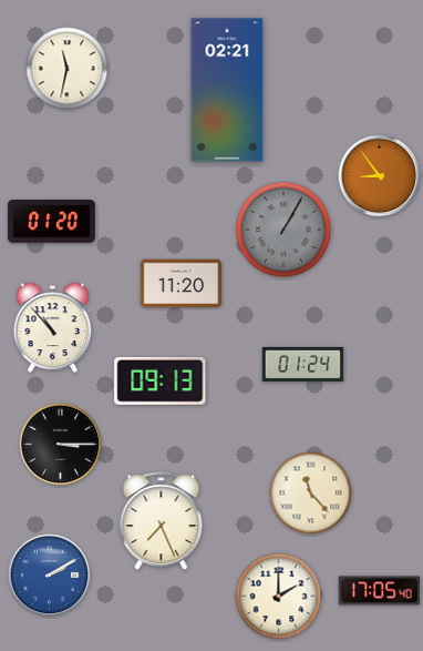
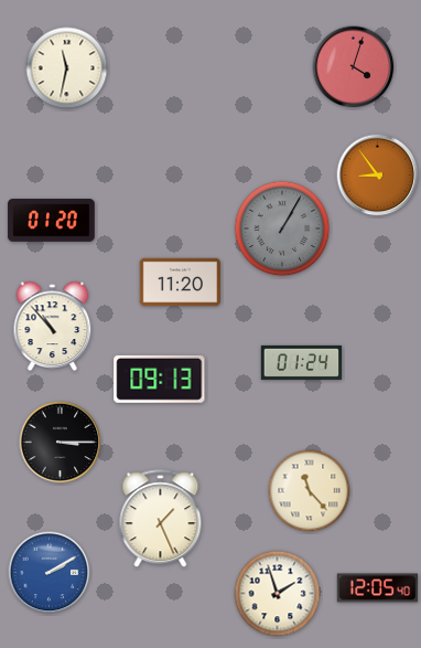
clock at (354, 67): none -> 4:03
clock at (227, 90): 02:21 -> none
clock at (162, 521): 7:26 -> 1:26
clock at (380, 591): 17:05 -> 12:05
clock at (279, 597): 2:00 -> 1:57
